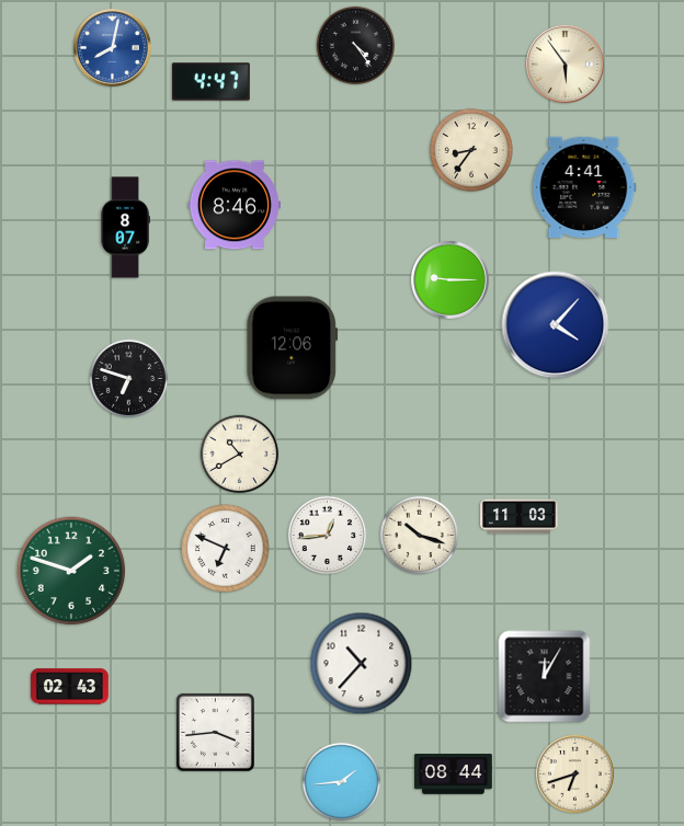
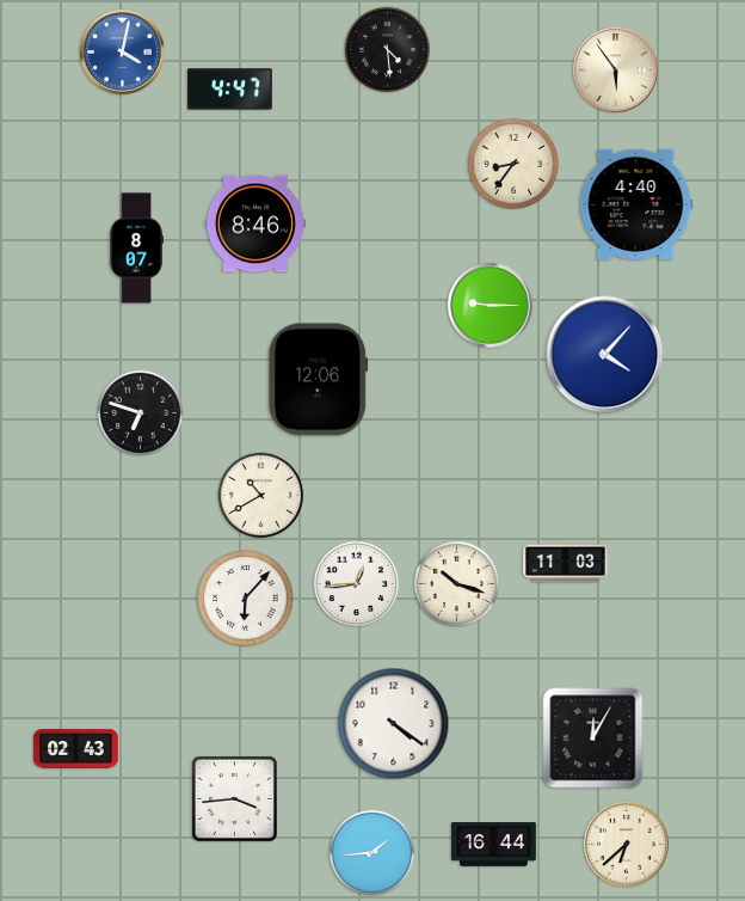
clock at (356, 46): 4:24 -> 4:29
clock at (113, 48): 8:02 -> 4:02
clock at (584, 186): 4:41 -> 4:40
clock at (226, 549): 6:49 -> 6:07
clock at (71, 571): 1:48 -> none
clock at (362, 664): 10:37 -> 4:21
clock at (454, 775): 08:44 -> 16:44
clock at (575, 775): 6:42 -> 6:38
